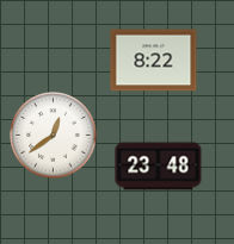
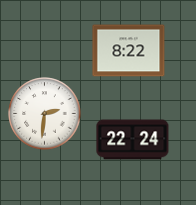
clock at (54, 136): 12:39 -> 2:31
clock at (159, 167): 23:48 -> 22:24
